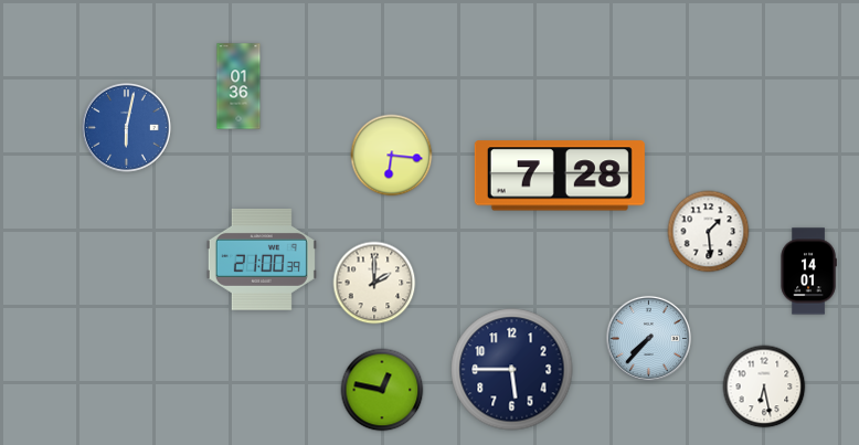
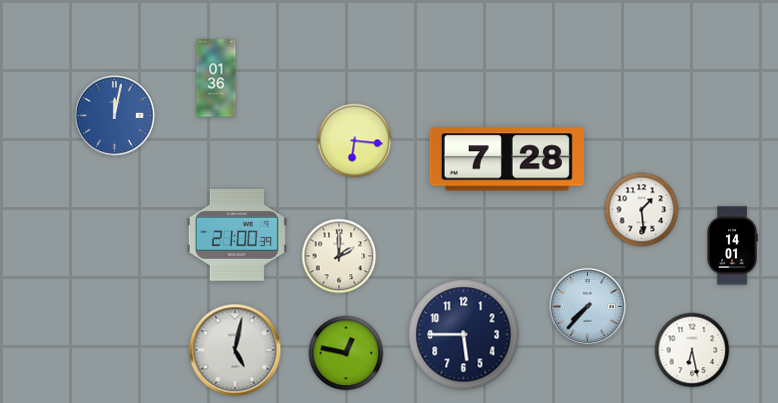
clock at (127, 128): 6:02 -> 12:02
clock at (235, 350): none -> 5:02
